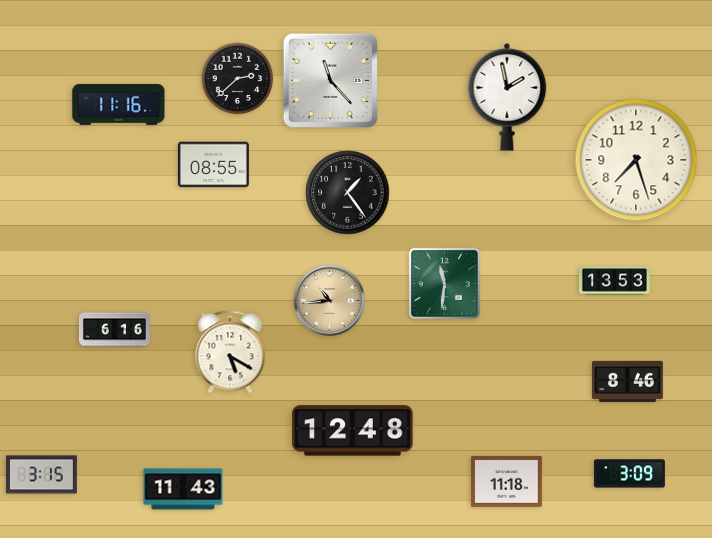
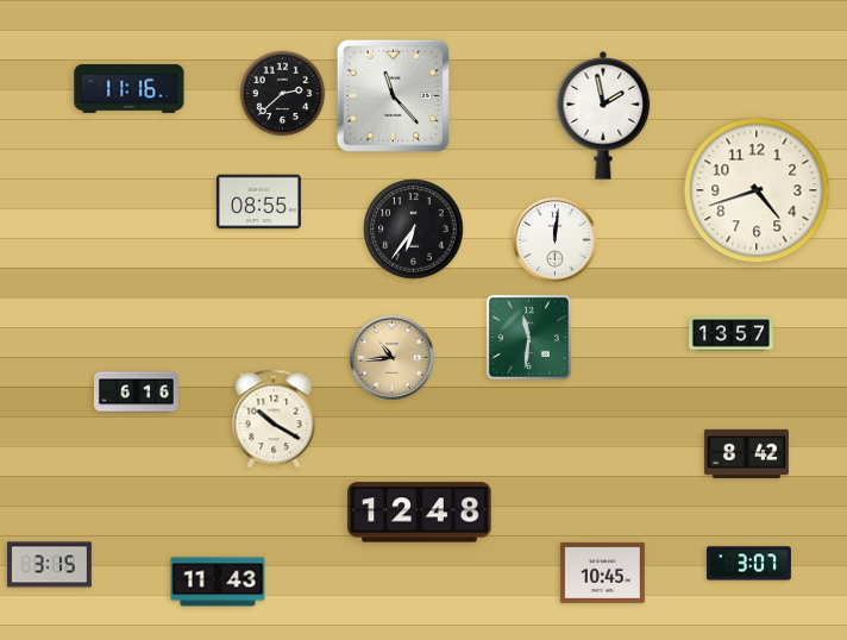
clock at (119, 104) position: (119, 104) -> (130, 88)
clock at (636, 160): 7:27 -> 4:42
clock at (213, 165) position: (213, 165) -> (258, 202)
clock at (348, 193): 1:24 -> 6:36
clock at (554, 239): none -> 12:01
clock at (614, 281): 13:53 -> 13:57
clock at (230, 352): 5:20 -> 10:20
clock at (627, 381): 8:46 -> 8:42
clock at (629, 474): 3:09 -> 3:07
clock at (506, 481): 11:18 -> 10:45
